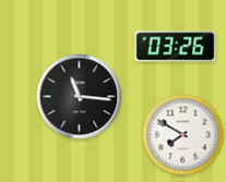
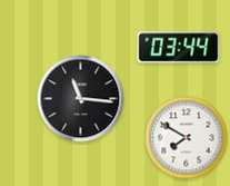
clock at (176, 47): 03:26 -> 03:44
